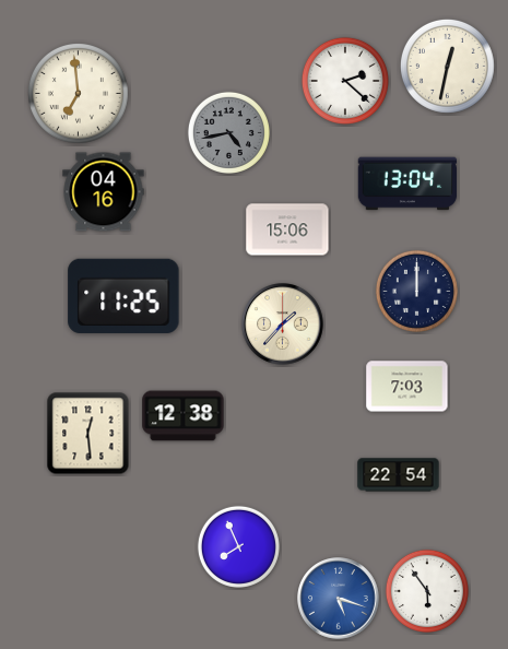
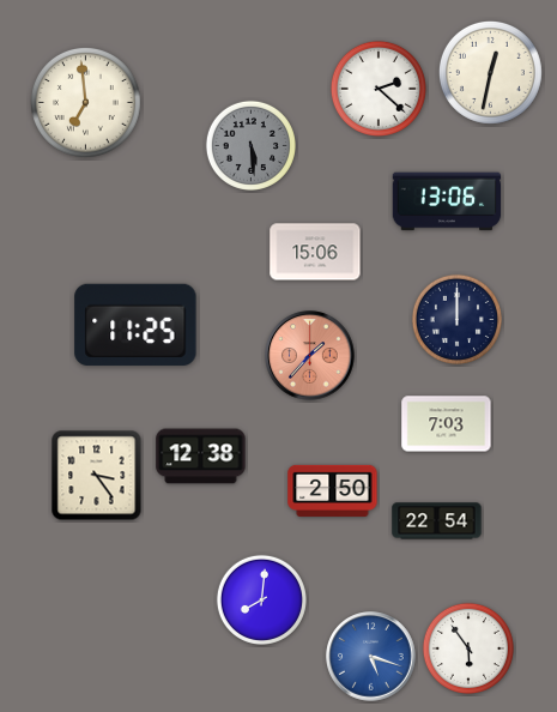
clock at (228, 132): 4:43 -> 5:29
clock at (407, 184): 13:04 -> 13:06
clock at (104, 192): 04:16 -> none
clock at (283, 324) dial: cream -> salmon
clock at (88, 434): 12:29 -> 3:24
clock at (333, 490): none -> 2:50
clock at (238, 546): 7:56 -> 8:01
